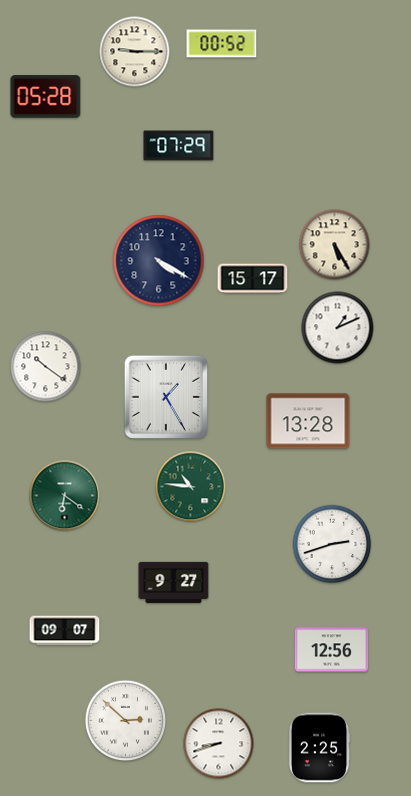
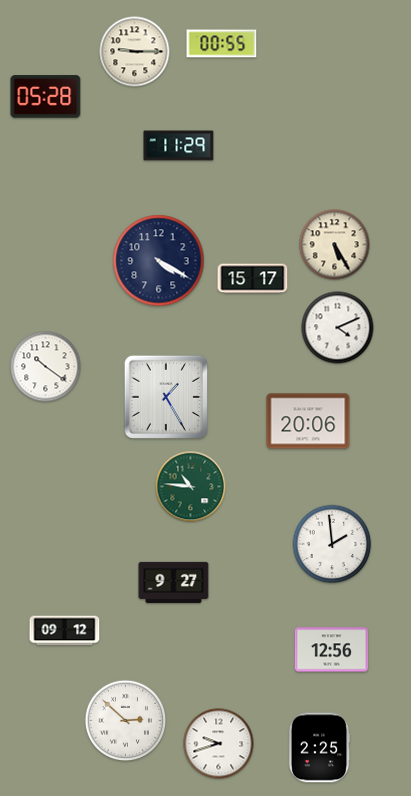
clock at (222, 44): 00:52 -> 00:55
clock at (179, 146): 07:29 -> 11:29
clock at (338, 328): 1:11 -> 4:11
clock at (308, 421): 13:28 -> 20:06
clock at (65, 496): 6:21 -> none
clock at (332, 544): 2:42 -> 1:59
clock at (65, 631): 09:07 -> 09:12
clock at (219, 744): 8:42 -> 9:42
